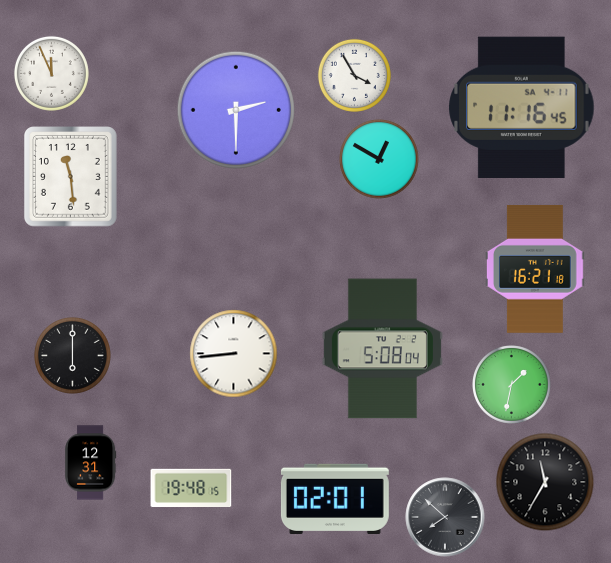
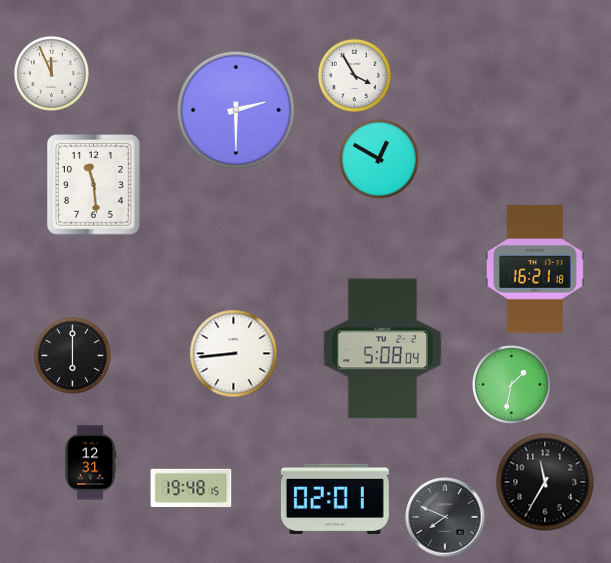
clock at (522, 107): 11:16 -> none
clock at (71, 177) position: (71, 177) -> (94, 185)
clock at (445, 517): 7:52 -> 7:49
